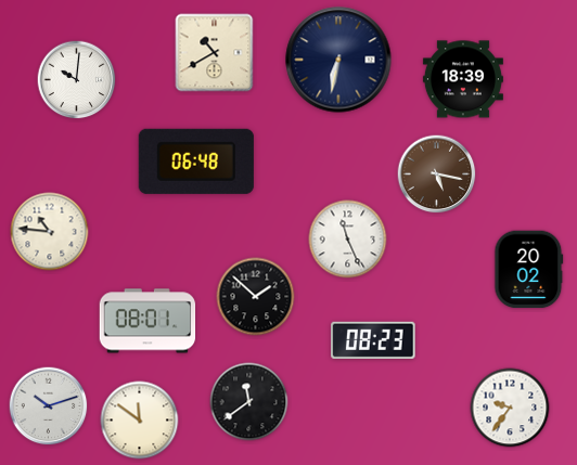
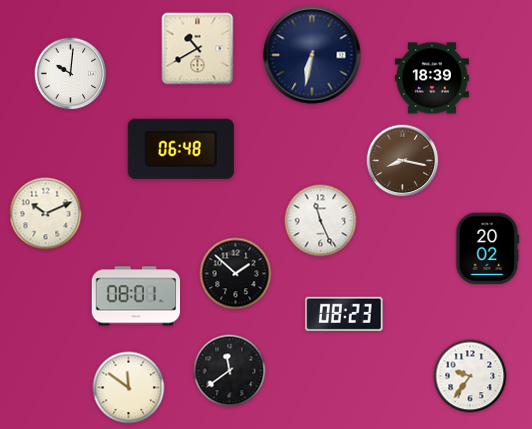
clock at (463, 79) position: (463, 79) -> (432, 78)
clock at (437, 175): 5:17 -> 8:17
clock at (50, 232): 10:46 -> 10:11
clock at (49, 406): 10:12 -> none
